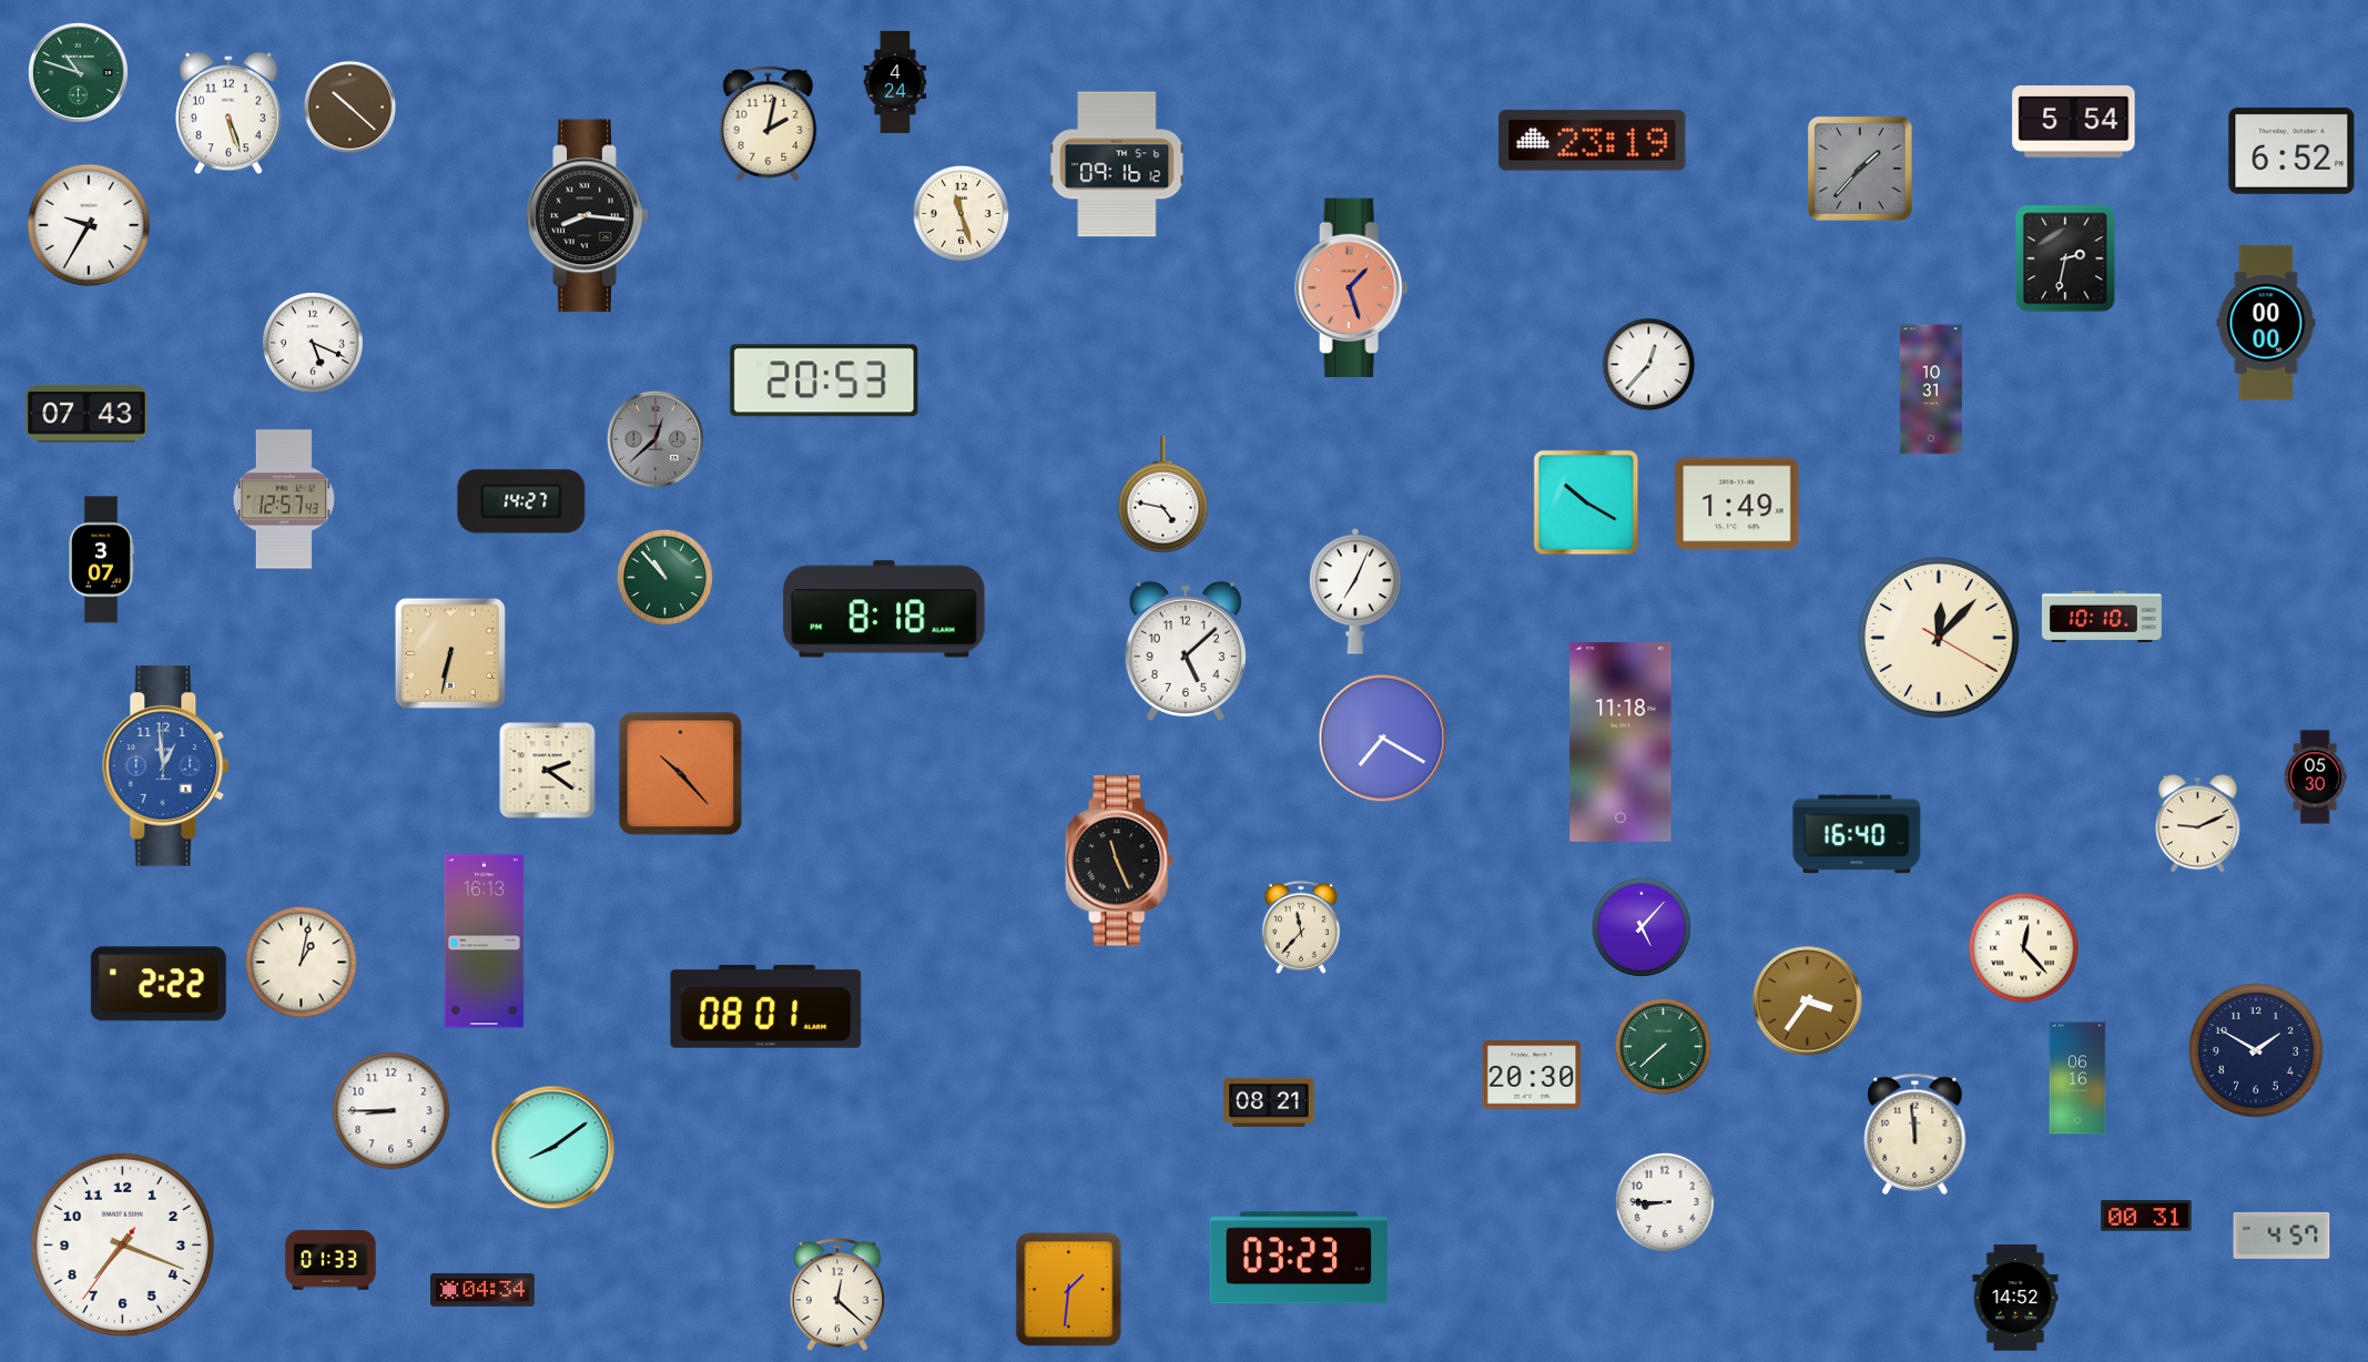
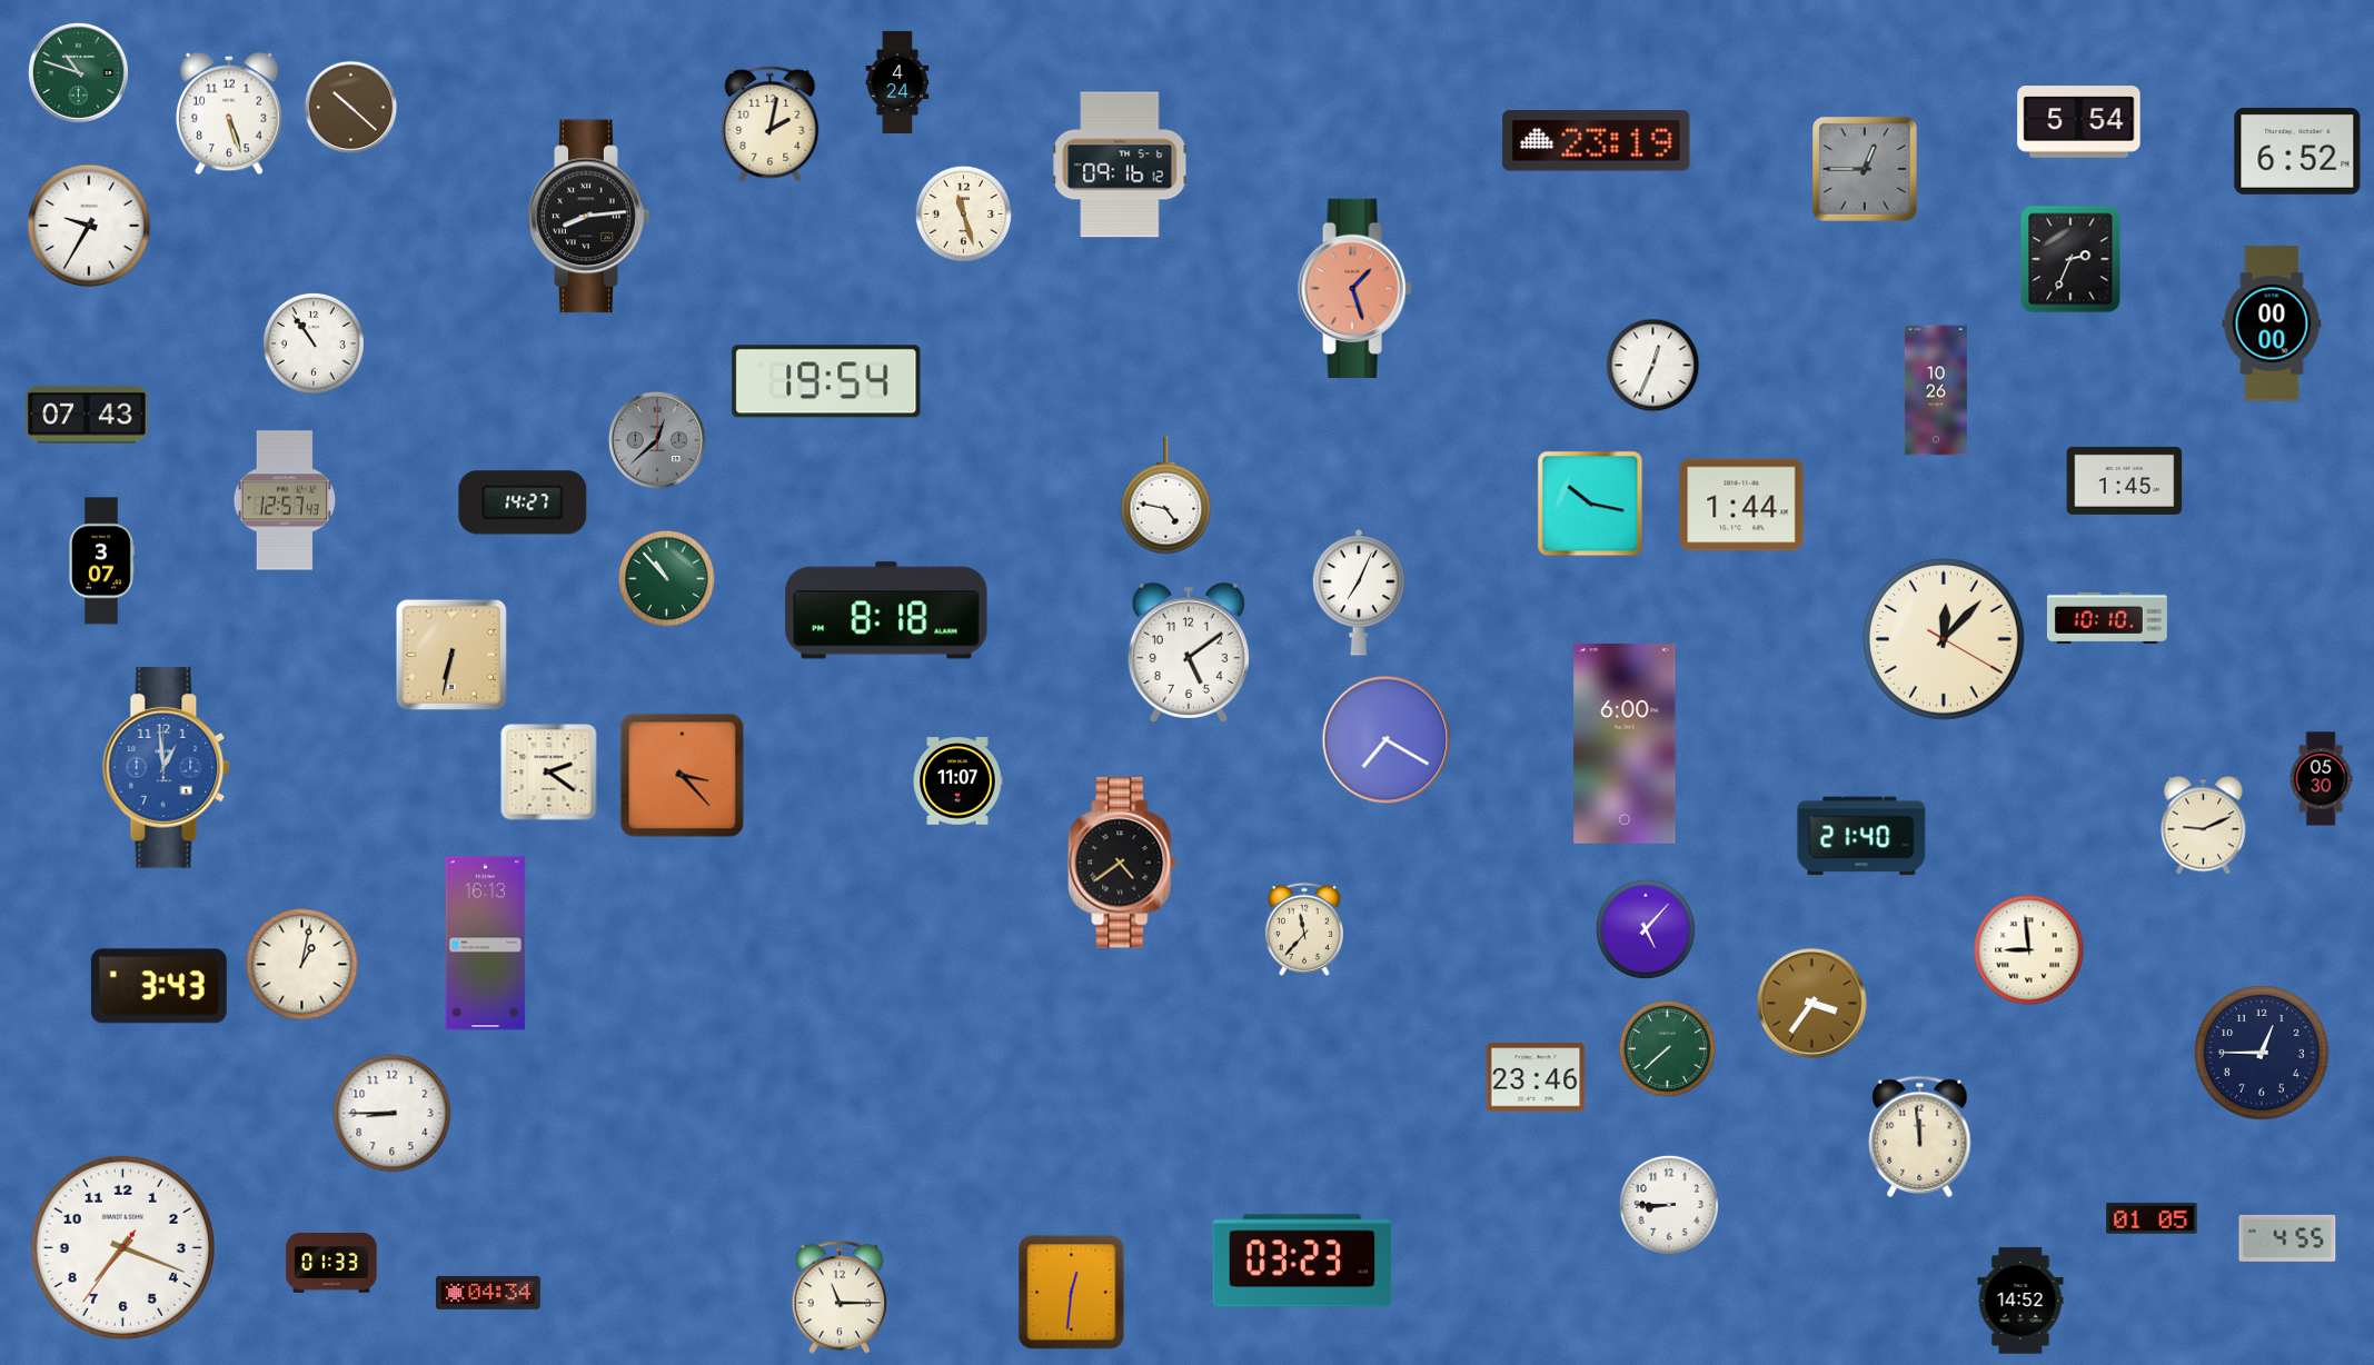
clock at (1860, 169): 1:37 -> 12:45
clock at (588, 216): 8:16 -> 8:14
clock at (2065, 258): 2:32 -> 2:34
clock at (313, 343): 5:19 -> 10:54
clock at (1649, 365): 12:37 -> 12:34
clock at (824, 380): 20:53 -> 19:54
clock at (1931, 389): 10:31 -> 10:26
clock at (2125, 480): none -> 1:45
clock at (1586, 502): 10:20 -> 10:17
clock at (1737, 504): 1:49 -> 1:44
clock at (1186, 651): 5:08 -> 5:09
clock at (1620, 743): 11:18 -> 6:00
clock at (681, 774): 10:23 -> 3:23
clock at (957, 781): none -> 11:07
clock at (1857, 834): 16:40 -> 21:40
clock at (1119, 861): 11:26 -> 4:39
clock at (2024, 948): 12:23 -> 8:59
clock at (159, 984): 2:22 -> 3:43
clock at (766, 1006): 08:01 -> none
clock at (2256, 1050): 1:50 -> 12:45
clock at (1532, 1075): 20:30 -> 23:46
clock at (2077, 1078): 06:16 -> none
clock at (1269, 1102): 08:21 -> none
clock at (553, 1148): 8:09 -> none
clock at (2146, 1216): 00:31 -> 01:05
clock at (2281, 1236): 4:57 -> 4:55
clock at (484, 1290) position: (484, 1290) -> (489, 1293)
clock at (1069, 1290): 1:31 -> 12:31
clock at (837, 1294): 12:22 -> 11:15
